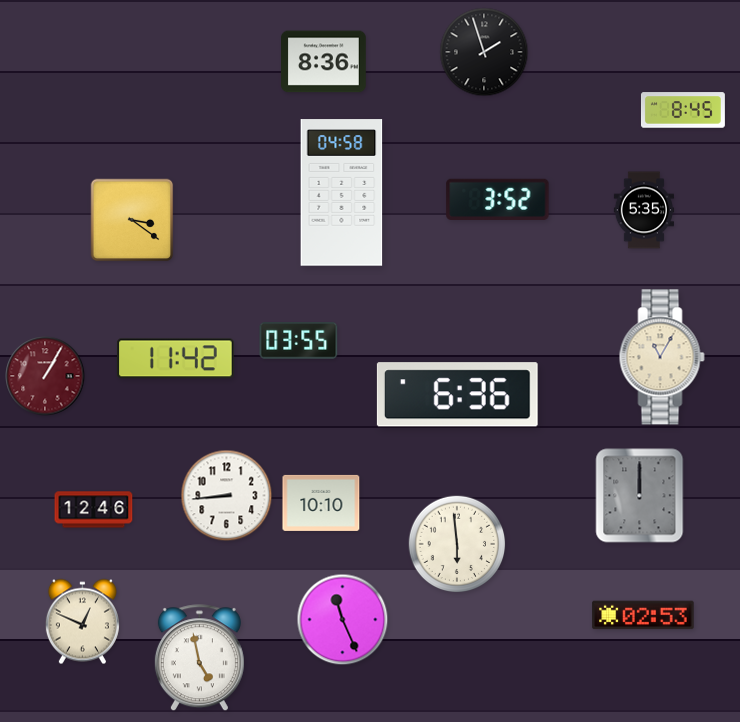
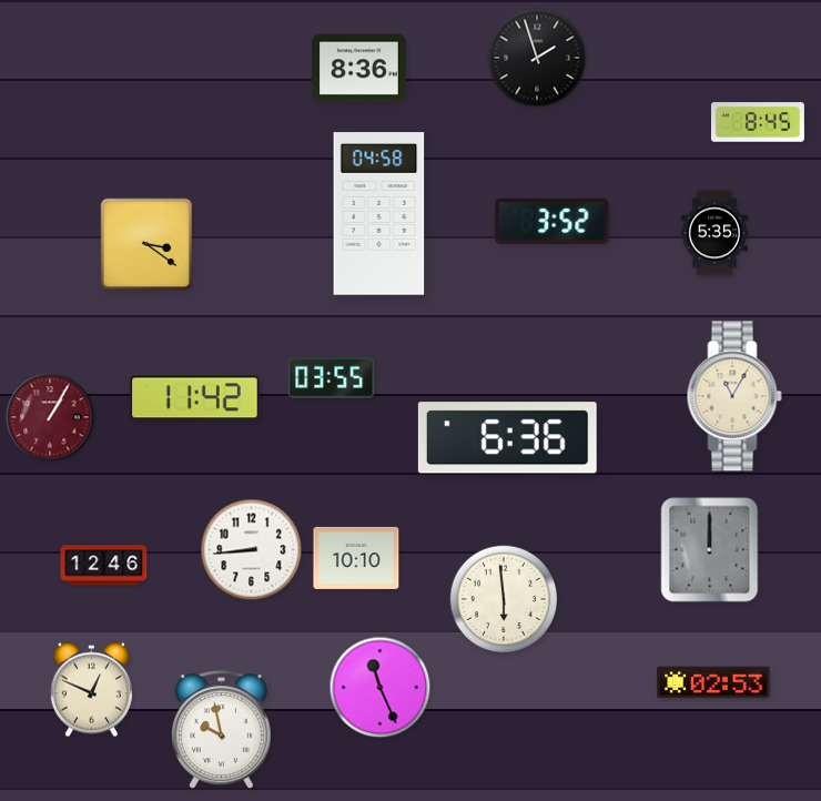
clock at (457, 544) position: (457, 544) -> (504, 599)
clock at (199, 658): 4:58 -> 9:58
